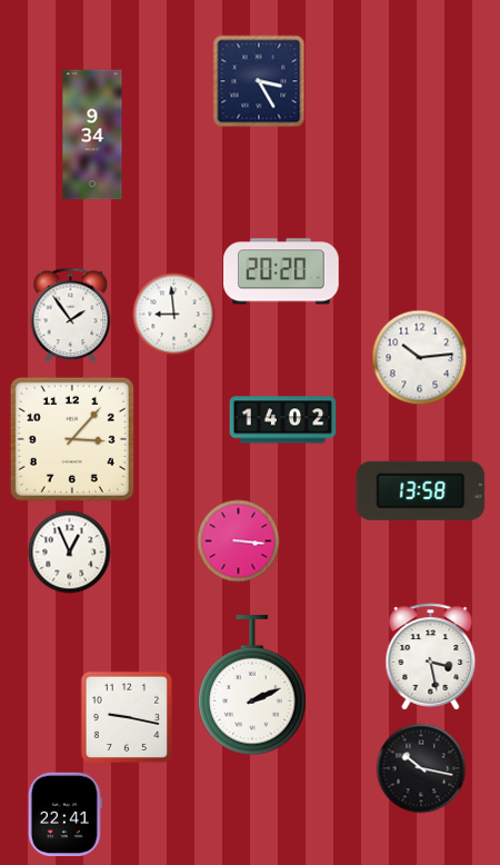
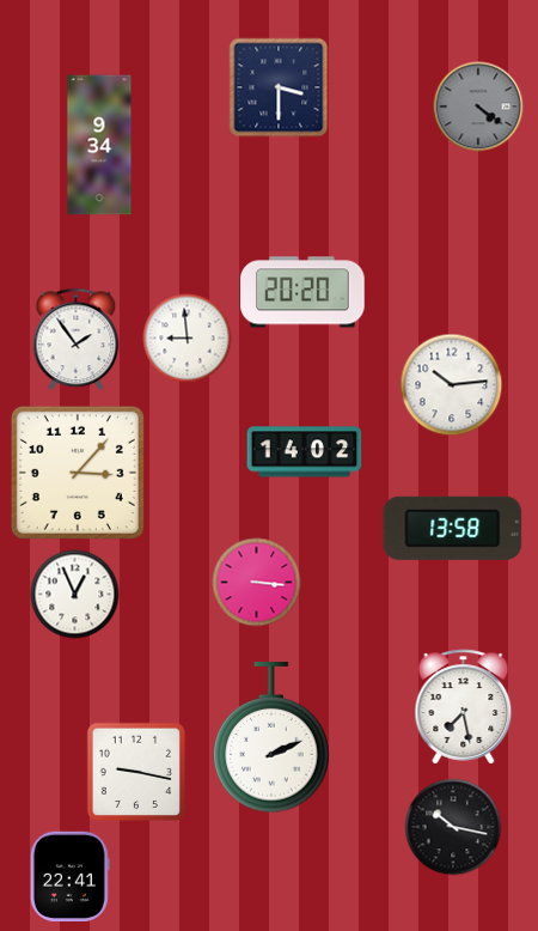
clock at (259, 81): 3:25 -> 3:30
clock at (478, 107): none -> 4:21
clock at (431, 657): 3:28 -> 7:28
